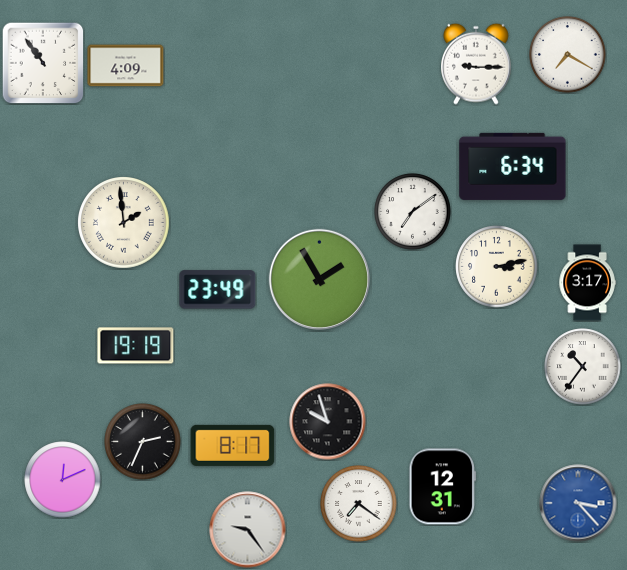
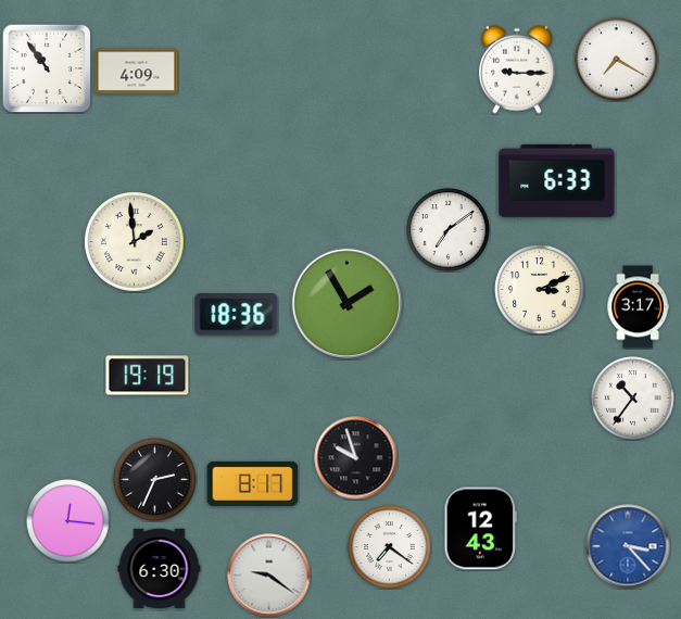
clock at (513, 166): 6:34 -> 6:33
clock at (497, 267): 3:13 -> 3:11
clock at (218, 290): 23:49 -> 18:36
clock at (63, 480): 12:11 -> 12:16
clock at (443, 487): 12:31 -> 12:43
clock at (160, 569): none -> 6:30
clock at (248, 530): 9:24 -> 9:21
